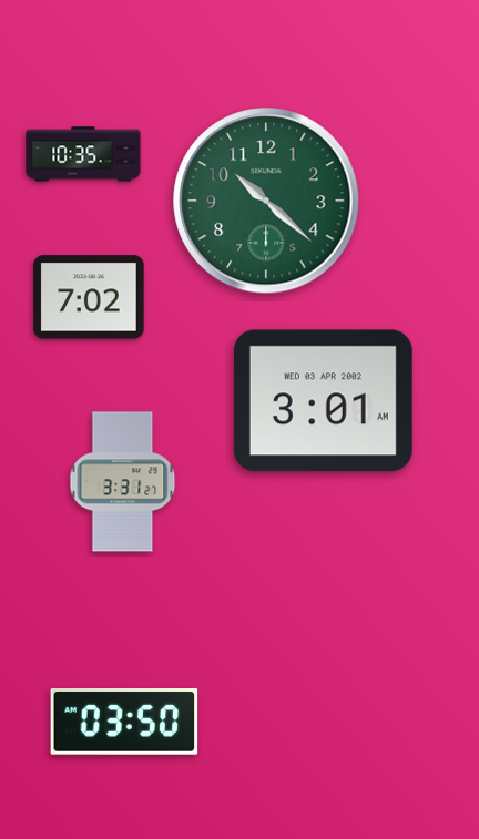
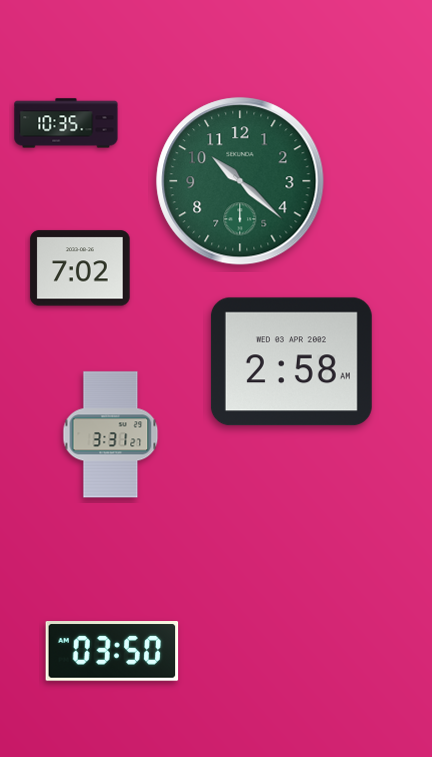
clock at (83, 154) position: (83, 154) -> (66, 123)
clock at (323, 401): 3:01 -> 2:58
